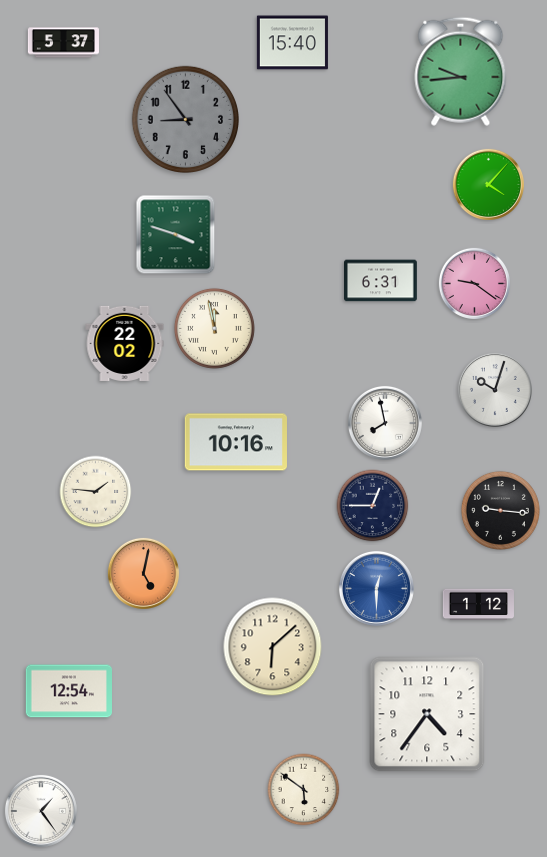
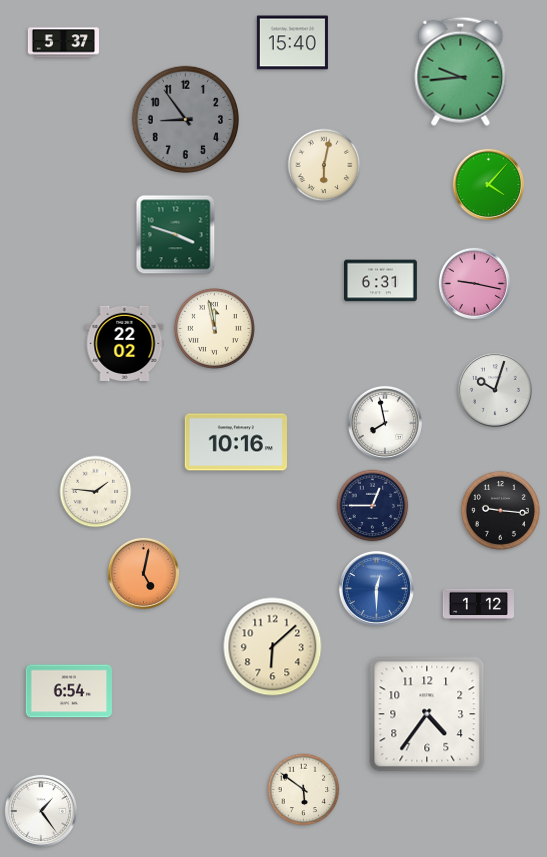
clock at (324, 165): none -> 6:02
clock at (474, 283): 9:21 -> 9:17
clock at (68, 691): 12:54 -> 6:54
